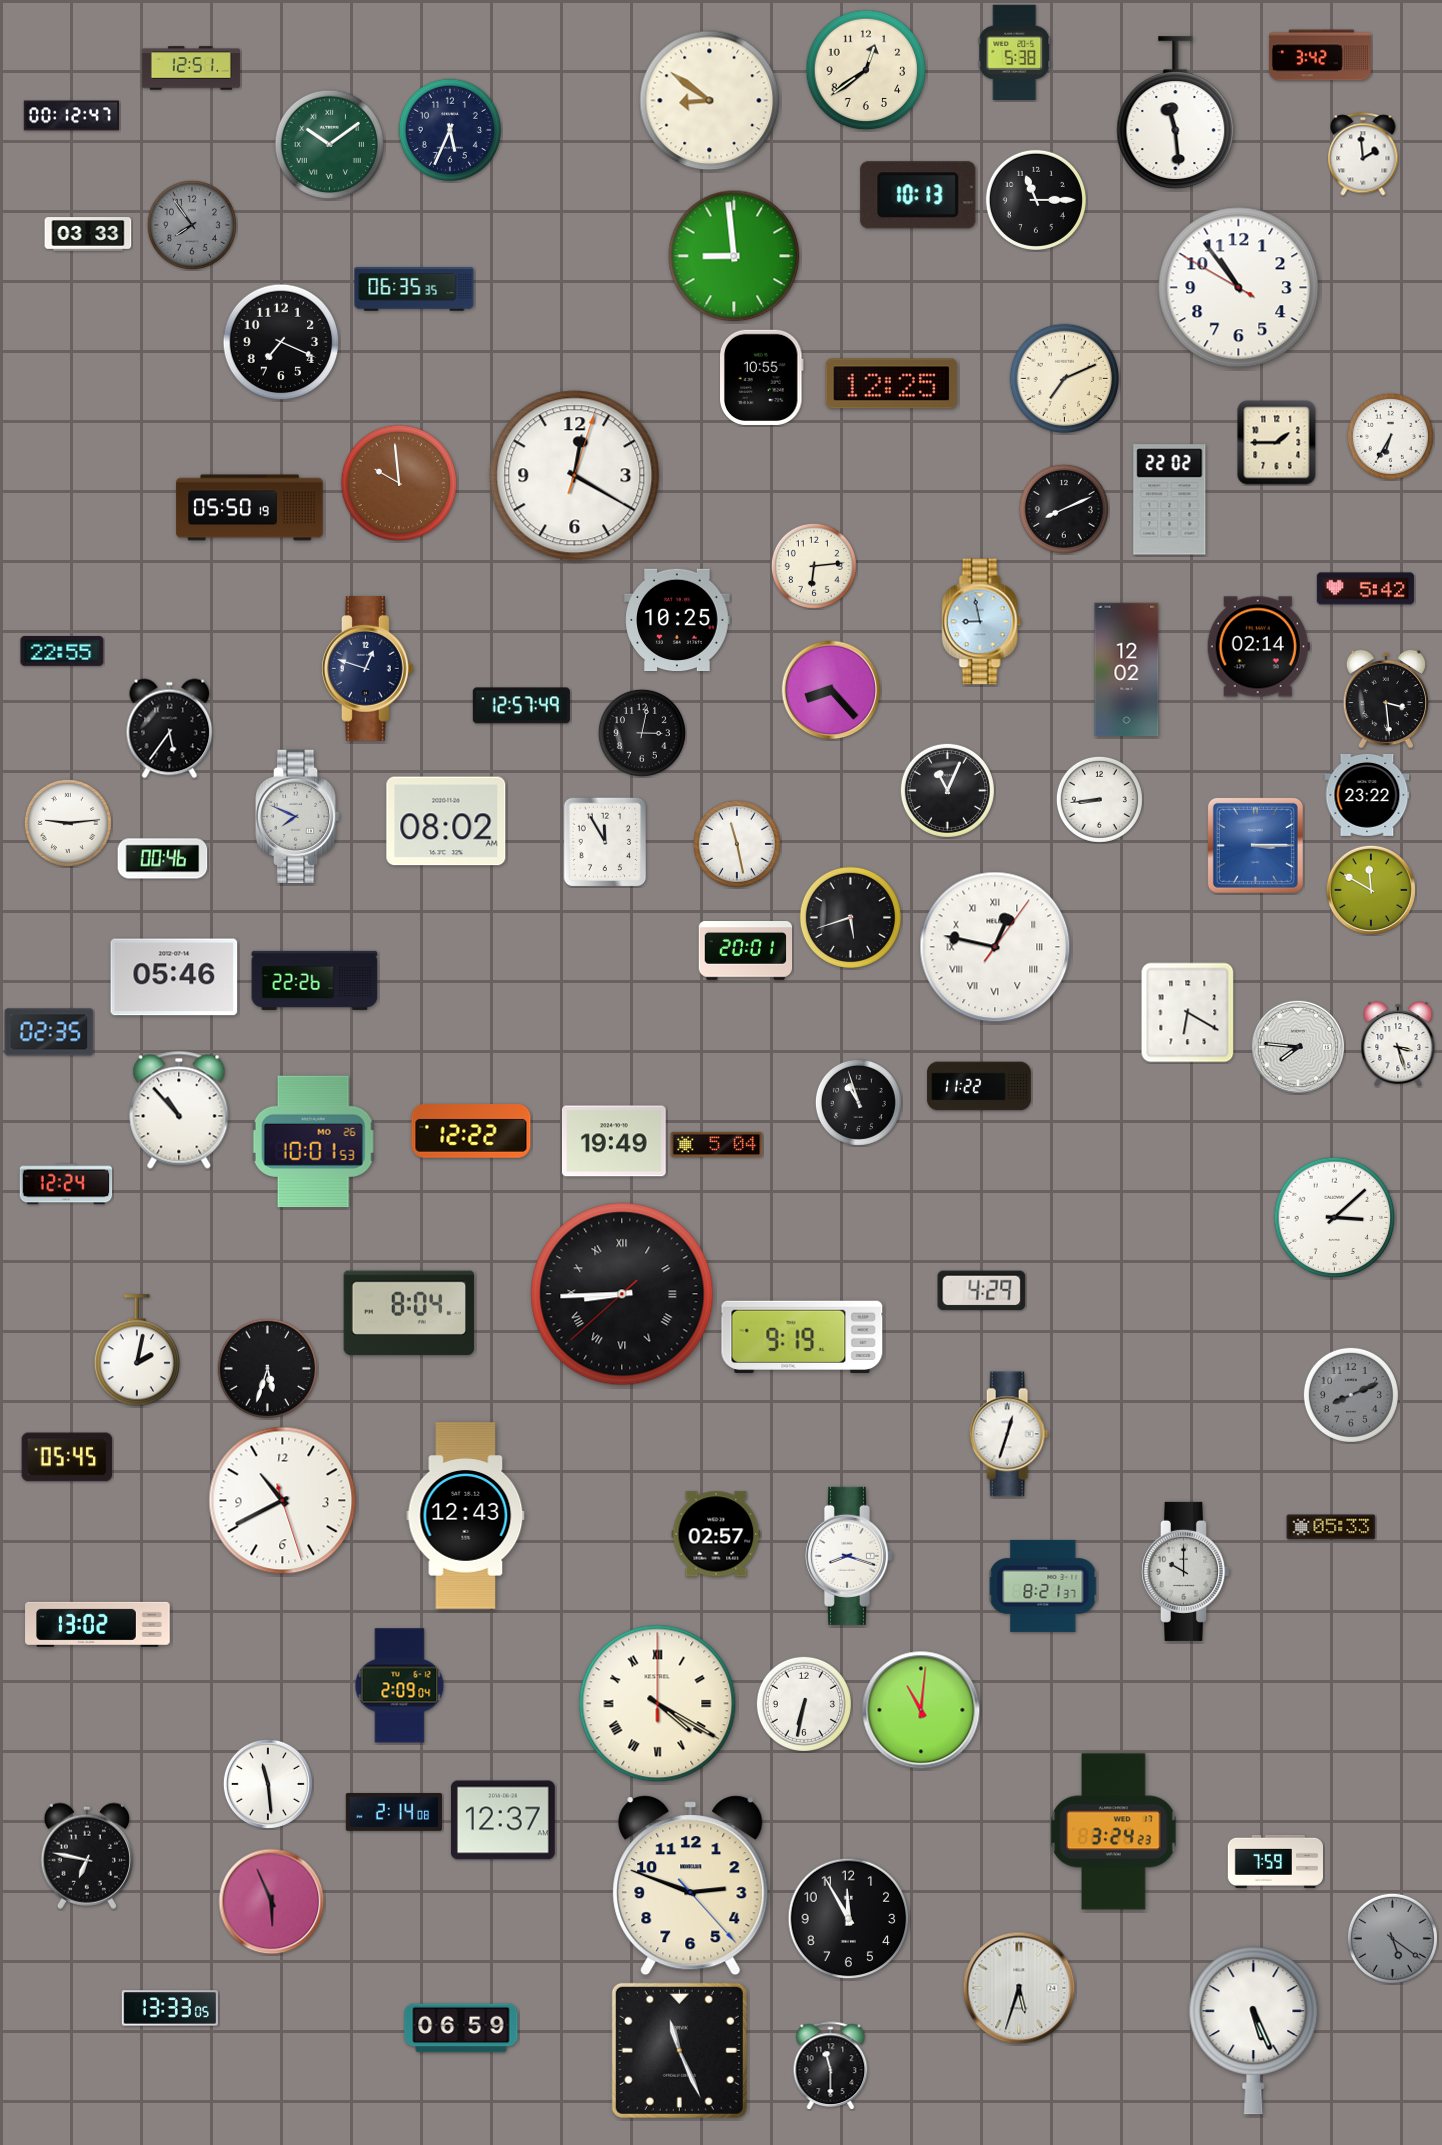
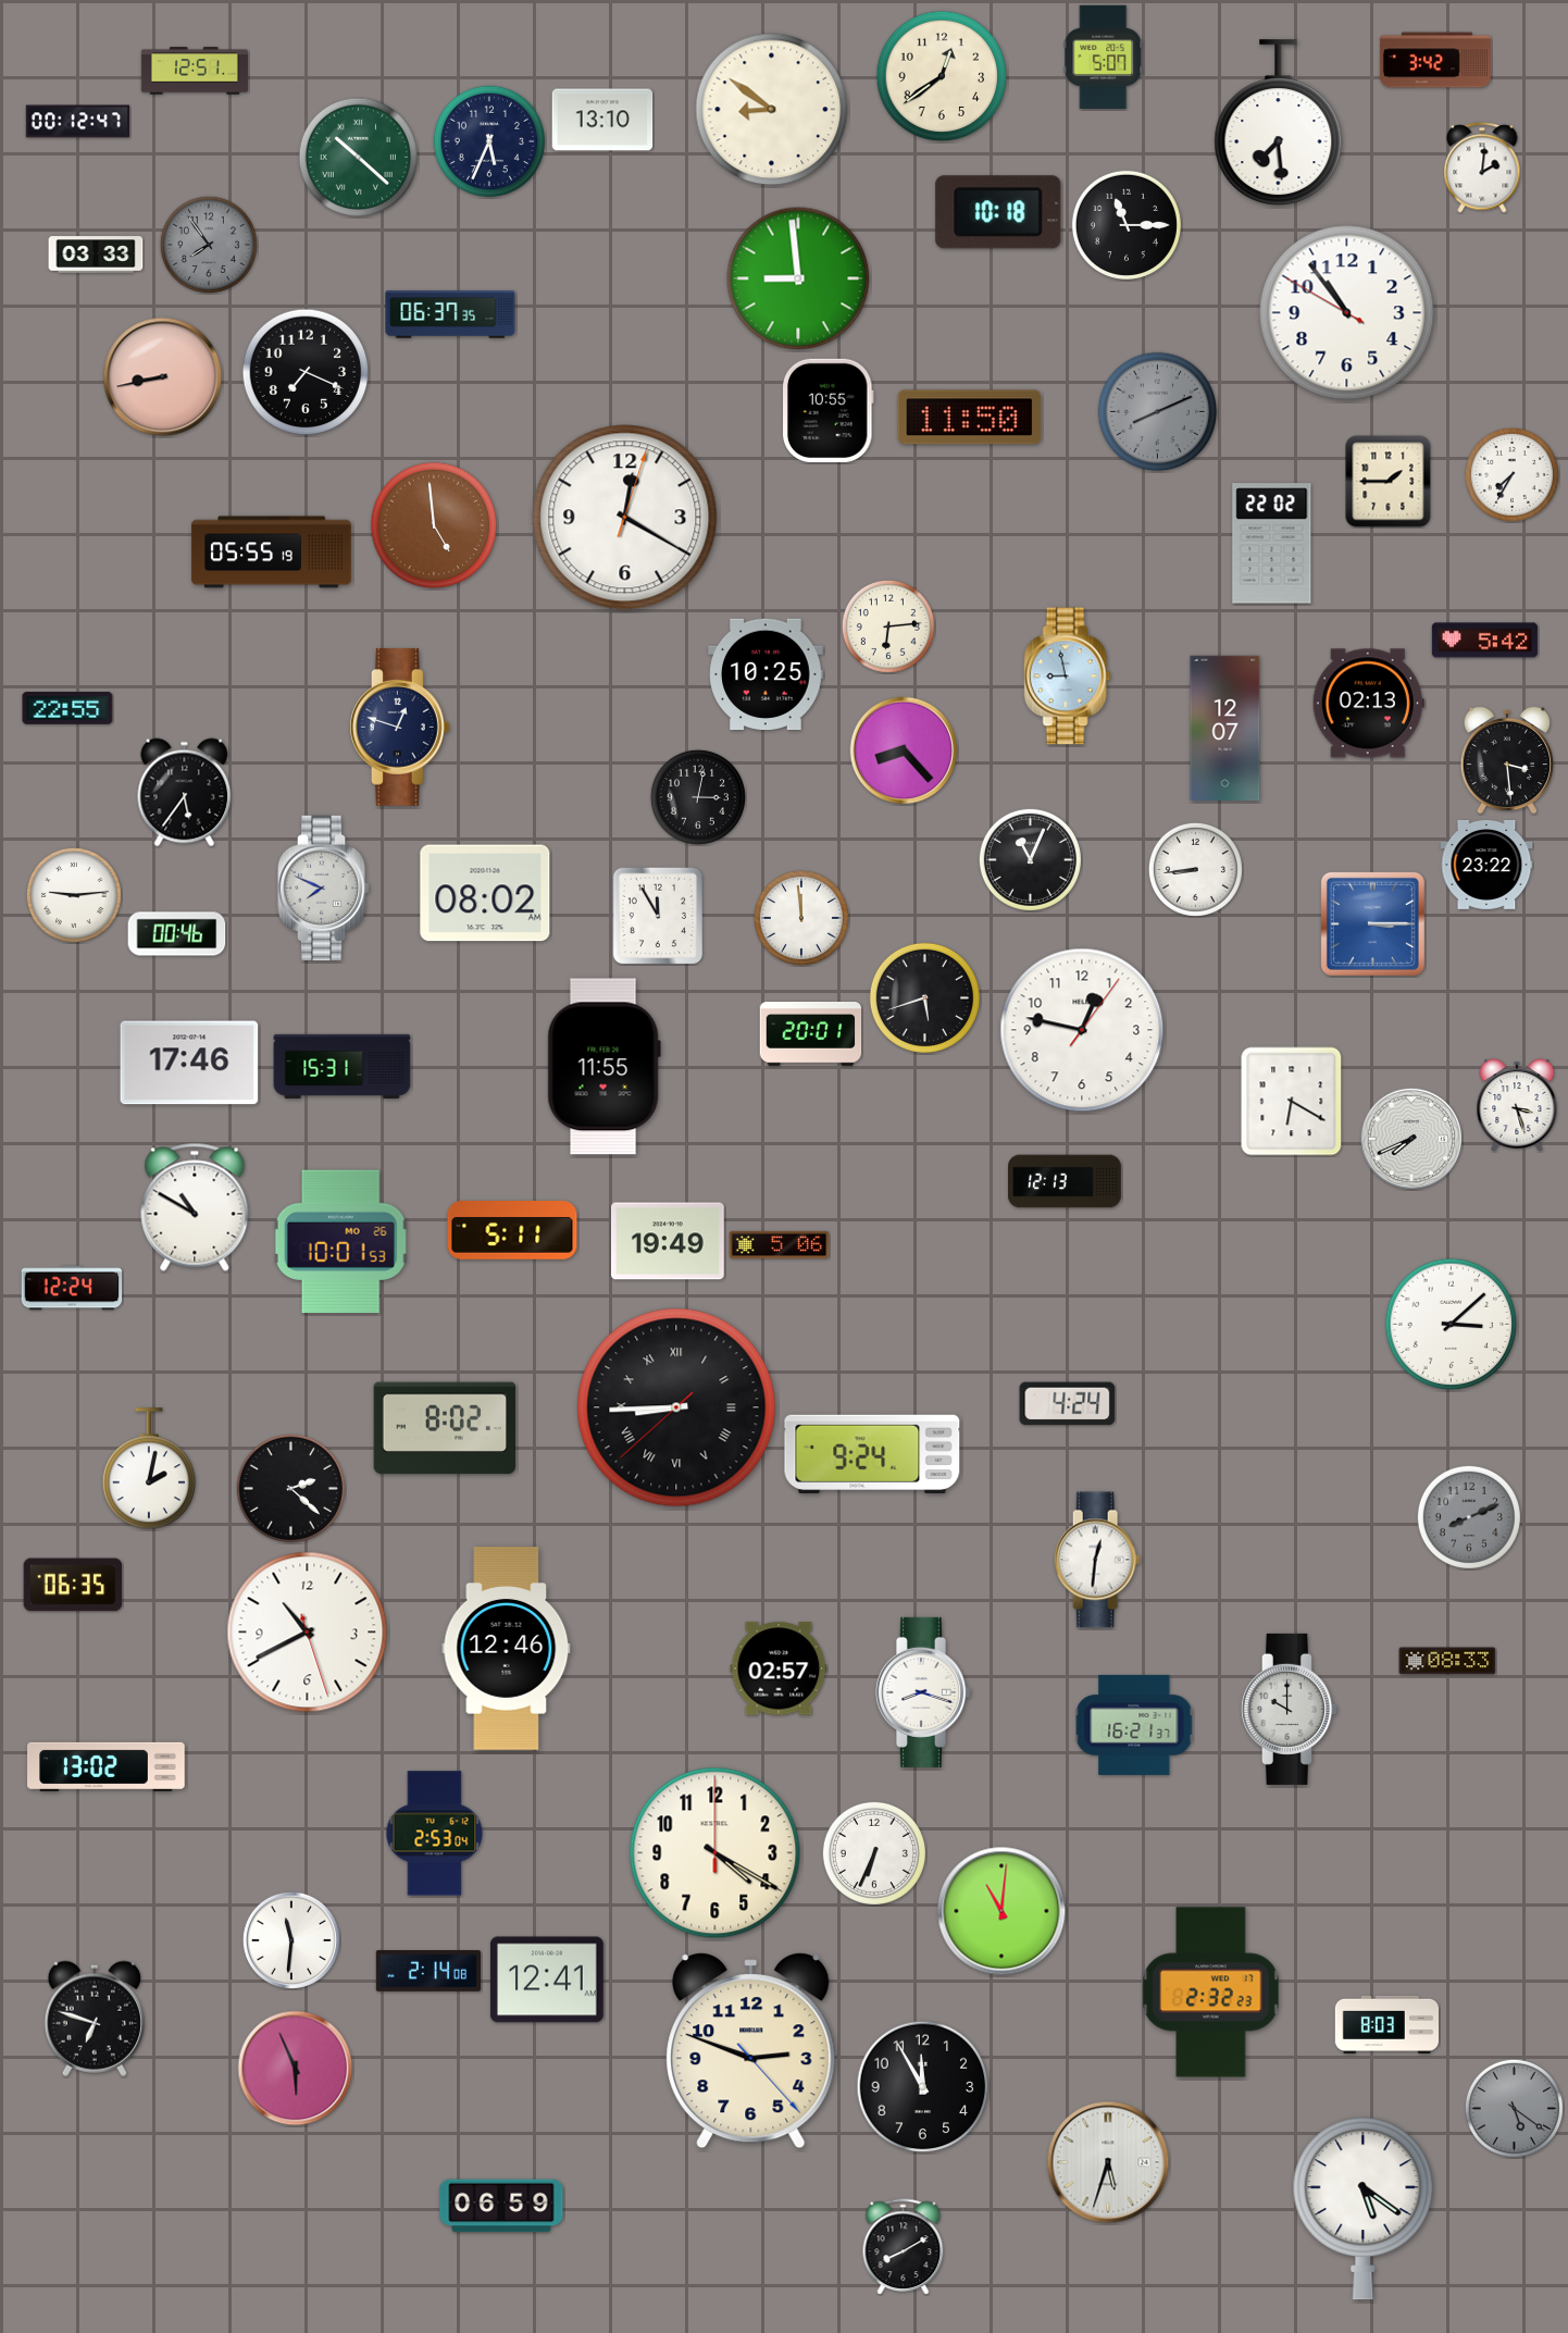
clock at (1015, 52): 5:38 -> 5:07
clock at (191, 68) position: (191, 68) -> (195, 71)
clock at (602, 120): none -> 13:10
clock at (1176, 112): 11:29 -> 7:29
clock at (71, 116) position: (71, 116) -> (77, 122)
clock at (330, 145): 10:09 -> 10:22
clock at (1363, 154): 1:59 -> 2:01
clock at (918, 195): 10:13 -> 10:18
clock at (1036, 200) position: (1036, 200) -> (1127, 225)
clock at (414, 289): 06:35 -> 06:37
clock at (163, 377): none -> 8:43
clock at (1065, 379): 7:11 -> 8:11
clock at (1065, 379) dial: cream -> grey
clock at (892, 384): 12:25 -> 11:50
clock at (1390, 436): 6:35 -> 7:35
clock at (399, 483): 9:59 -> 4:59
clock at (250, 508): 05:50 -> 05:55
clock at (1064, 509): 8:11 -> none
clock at (814, 566) position: (814, 566) -> (888, 626)
clock at (677, 620) position: (677, 620) -> (766, 674)
clock at (1258, 647): 02:14 -> 02:13
clock at (1127, 670): 12:02 -> 12:07
clock at (521, 706): 12:57 -> none
clock at (737, 844): 11:28 -> 11:59
clock at (1255, 845) position: (1255, 845) -> (1372, 923)
clock at (1371, 890): 11:50 -> none
clock at (995, 947) numerals: Roman -> Arabic
clock at (174, 977): 05:46 -> 17:46
clock at (315, 980): 22:26 -> 15:31
clock at (603, 1067): none -> 11:55
clock at (49, 1032): 02:35 -> none
clock at (1398, 1044) position: (1398, 1044) -> (1517, 1105)
clock at (1298, 1047): 7:46 -> 7:41
clock at (979, 1086): 11:22 -> 12:13
clock at (858, 1102): 10:57 -> none
clock at (179, 1110): 10:53 -> 10:50
clock at (471, 1132): 12:22 -> 5:11
clock at (717, 1144): 5:04 -> 5:06
clock at (982, 1291): 4:29 -> 4:24
clock at (409, 1313): 8:04 -> 8:02
clock at (802, 1337): 9:19 -> 9:24
clock at (267, 1368): 5:33 -> 2:22
clock at (1009, 1434): 12:33 -> 12:31
clock at (67, 1457): 05:45 -> 06:35
clock at (466, 1516): 12:43 -> 12:46
clock at (1331, 1527): 05:33 -> 08:33
clock at (1043, 1586): 8:21 -> 16:21
clock at (400, 1686): 2:09 -> 2:53
clock at (658, 1704) numerals: Roman -> Arabic
clock at (804, 1704): 6:32 -> 6:34
clock at (921, 1710) position: (921, 1710) -> (1001, 1911)
clock at (268, 1784): 11:29 -> 11:31
clock at (503, 1820): 12:37 -> 12:41
clock at (1114, 1832): 3:24 -> 2:32
clock at (86, 1856): 6:47 -> 6:48
clock at (1276, 1861): 7:59 -> 8:03
clock at (170, 2008): 13:33 -> none
clock at (1254, 2031): 5:26 -> 5:21
clock at (679, 2050): 11:26 -> none
clock at (831, 2066): 11:30 -> 8:10
